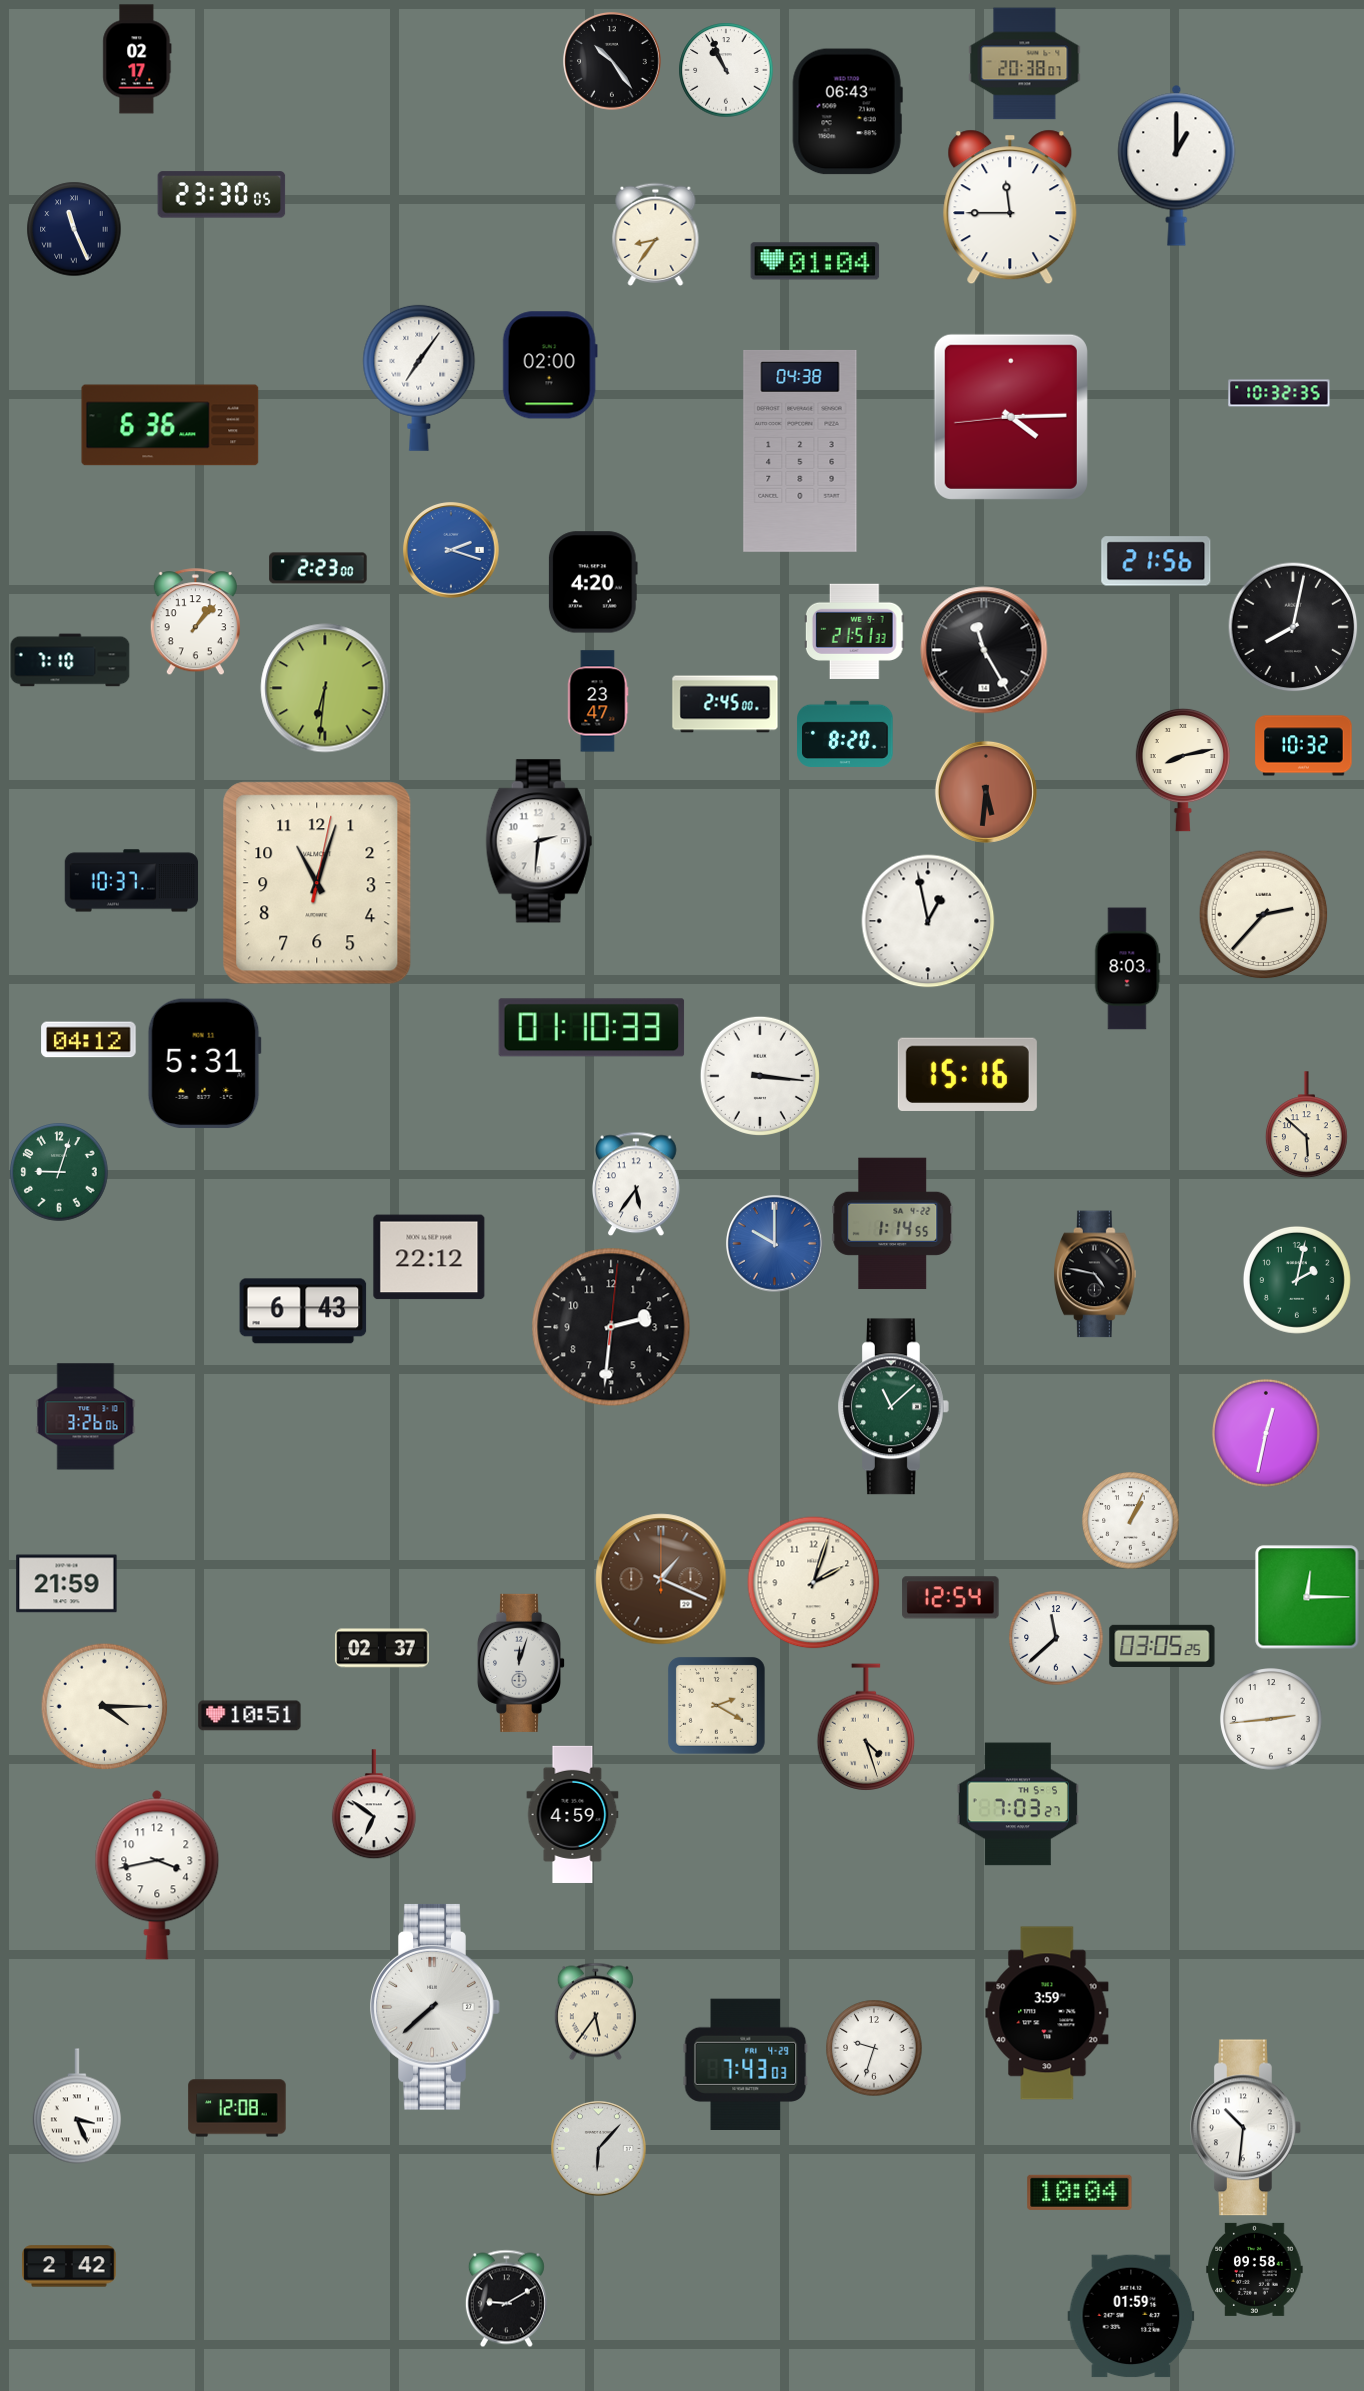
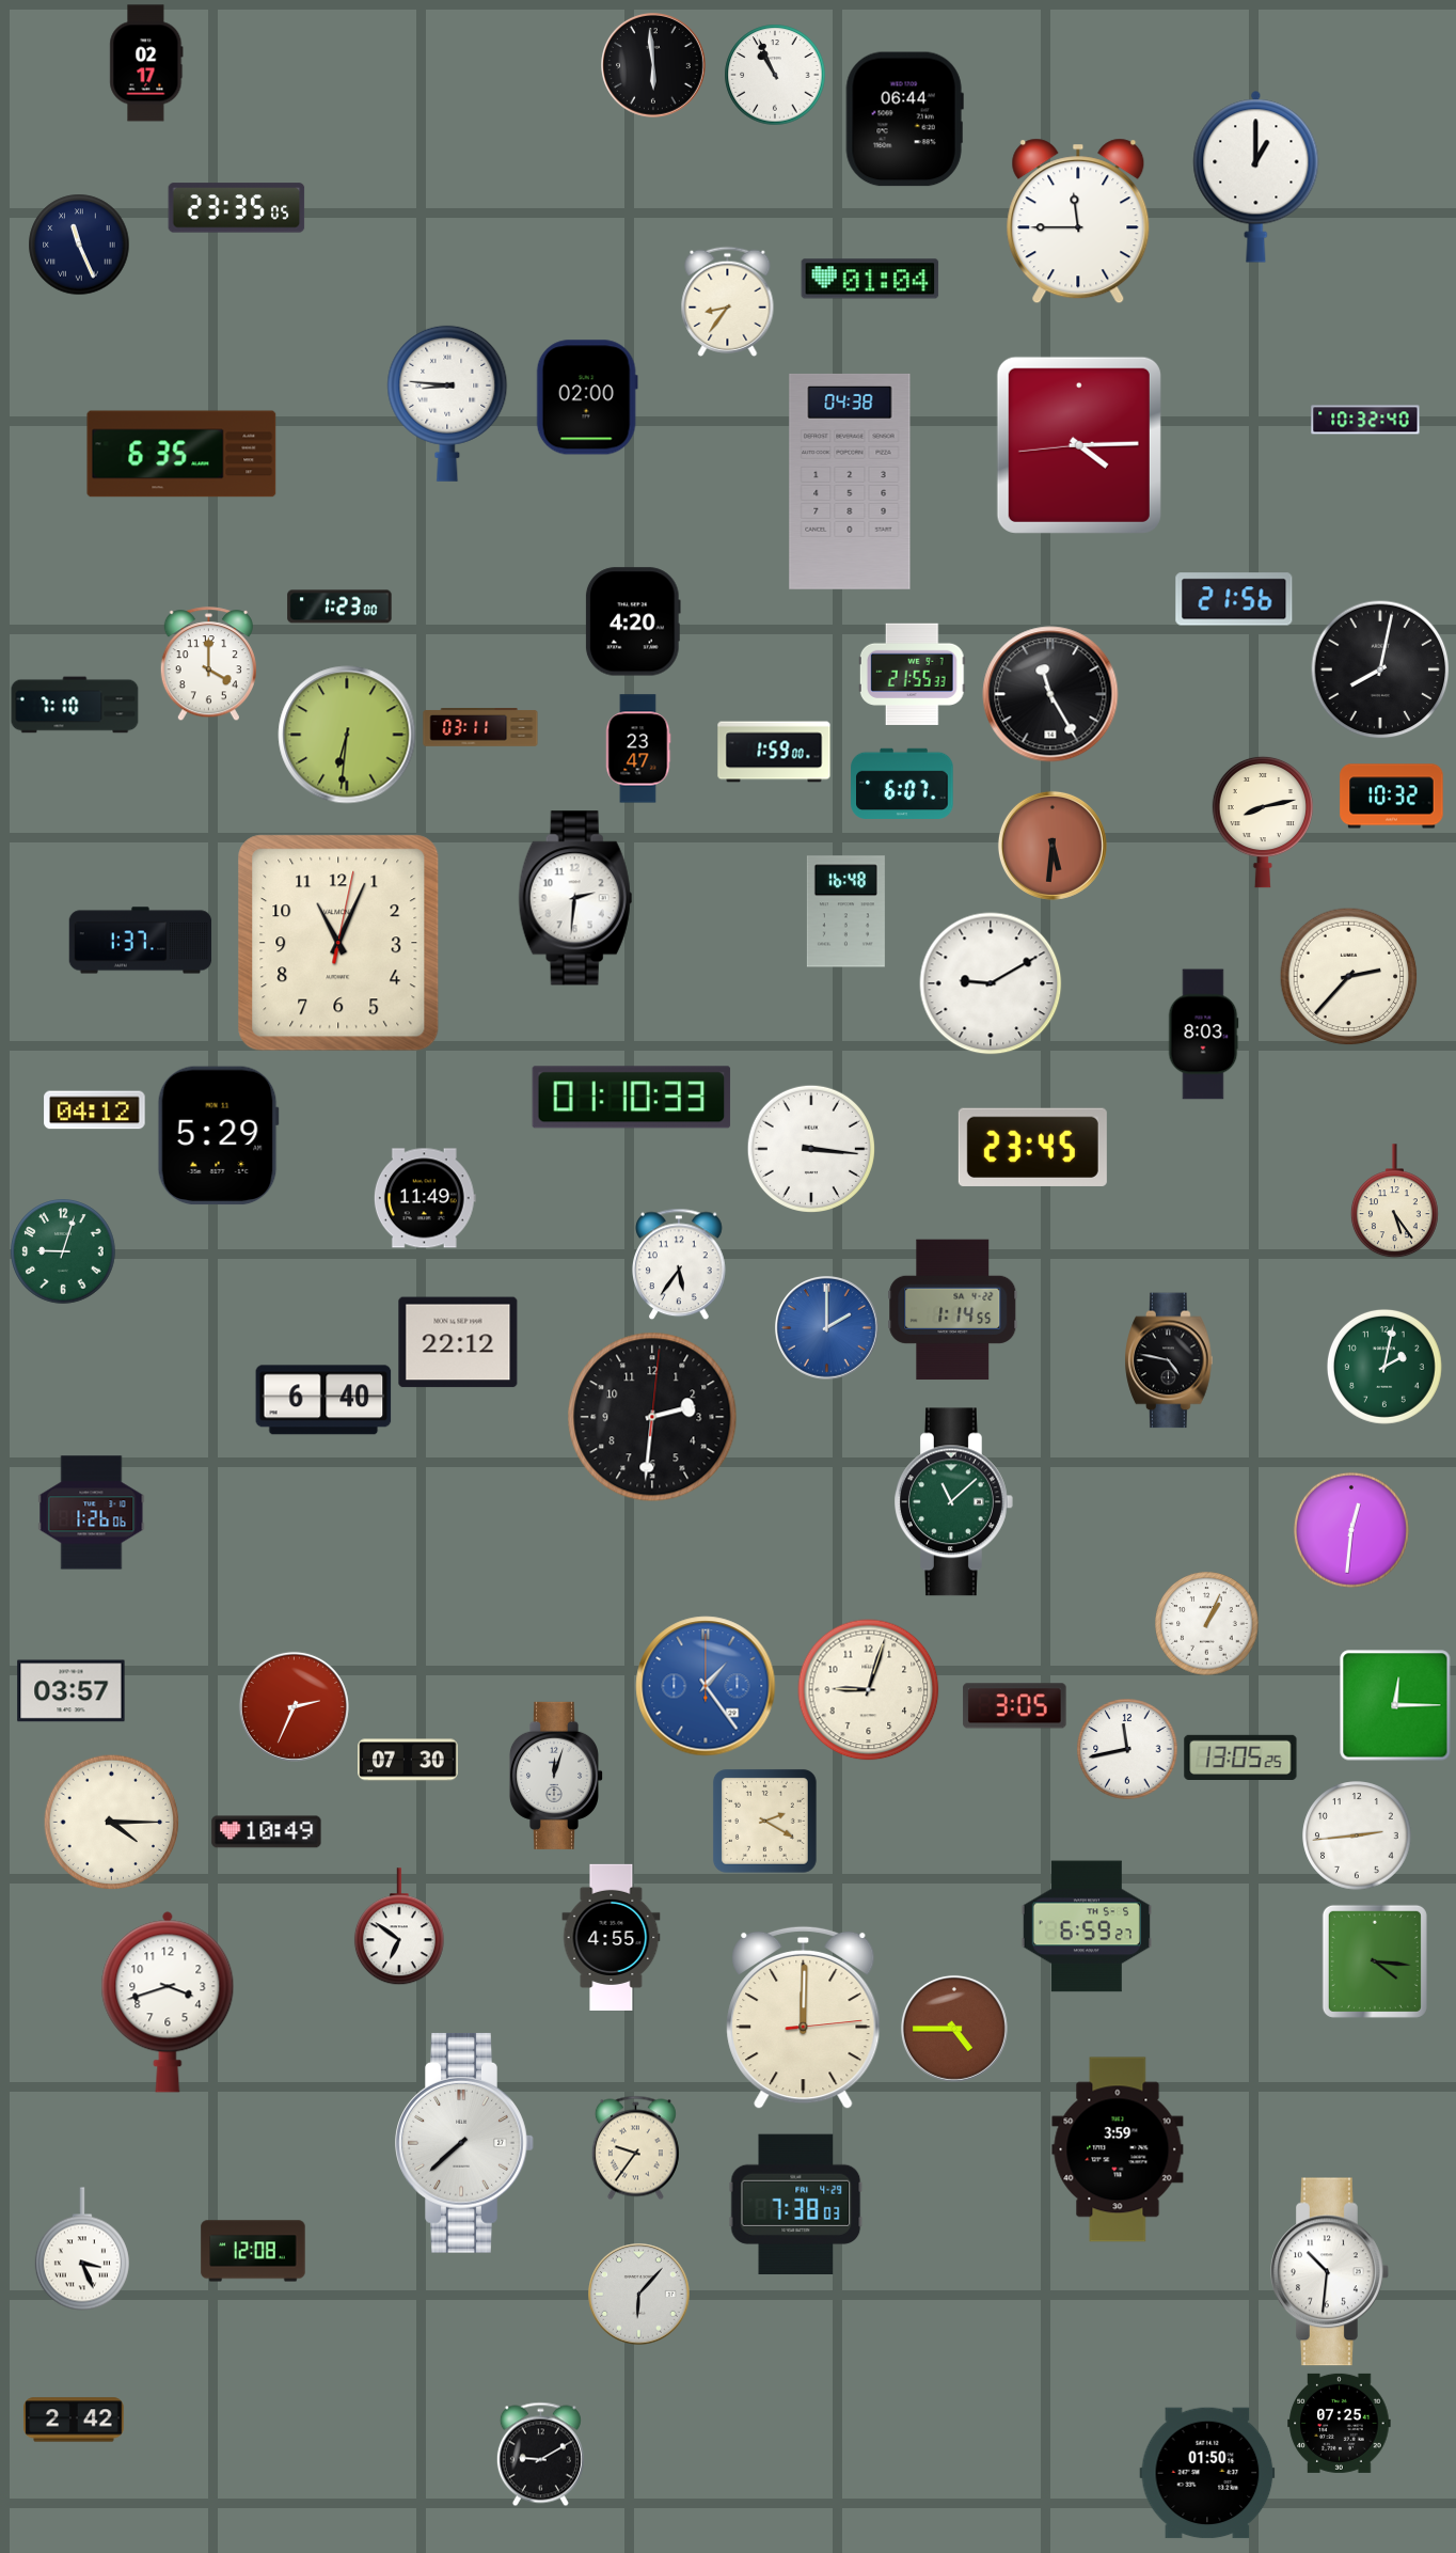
clock at (613, 62): 10:24 -> 5:59
clock at (1025, 64): 20:38 -> none
clock at (847, 112): 06:43 -> 06:44
clock at (222, 195): 23:30 -> 23:35
clock at (656, 234) position: (656, 234) -> (728, 301)
clock at (550, 365) position: (550, 365) -> (587, 397)
clock at (419, 378): 7:06 -> 8:46
clock at (1279, 393): 10:32:35 -> 10:32:40
clock at (170, 425): 6:36 -> 6:35
clock at (800, 451) position: (800, 451) -> (850, 482)
clock at (451, 550): 2:18 -> none
clock at (318, 568): 2:23 -> 1:23
clock at (195, 622): 1:07 -> 4:00
clock at (854, 631): 21:51 -> 21:55
clock at (480, 728): none -> 03:11
clock at (725, 704): 2:45 -> 1:59
clock at (845, 734): 8:20 -> 6:07
clock at (845, 912): none -> 16:48
clock at (132, 881): 10:37 -> 1:37
clock at (317, 883): 11:03 -> 11:04
clock at (928, 921): 12:58 -> 9:10
clock at (204, 1064): 5:31 -> 5:29
clock at (967, 1074): 15:16 -> 23:45
clock at (425, 1198): none -> 11:49
clock at (1306, 1125): 5:52 -> 5:24
clock at (893, 1224) position: (893, 1224) -> (953, 1310)
clock at (775, 1244): 10:00 -> 2:00
clock at (303, 1311): 6:43 -> 6:40
clock at (86, 1417): 3:26 -> 1:26
clock at (1266, 1433): 12:32 -> 12:31
clock at (661, 1579): 1:19 -> 1:24
clock at (661, 1579) dial: brown -> blue
clock at (814, 1583): 2:03 -> 9:03
clock at (67, 1584): 21:59 -> 03:57
clock at (294, 1706): none -> 2:34
clock at (951, 1598): 12:54 -> 3:05
clock at (1056, 1638): 11:38 -> 11:43
clock at (1162, 1645): 03:05 -> 13:05
clock at (382, 1648): 02:37 -> 07:30
clock at (250, 1716): 10:51 -> 10:49
clock at (865, 1727): 4:27 -> none
clock at (1018, 1804): 7:03 -> 6:59
clock at (573, 1814): 4:59 -> 4:55
clock at (1375, 1961): none -> 4:16
clock at (157, 1875): 3:43 -> 3:42
clock at (804, 2018): none -> 12:00
clock at (954, 2029): none -> 4:45
clock at (595, 2011): 5:36 -> 9:36
clock at (874, 2048): 9:33 -> none
clock at (746, 2064): 7:43 -> 7:38
clock at (1080, 2192): 10:04 -> none
clock at (1255, 2269): 09:58 -> 07:25
clock at (1131, 2316): 01:59 -> 01:50
